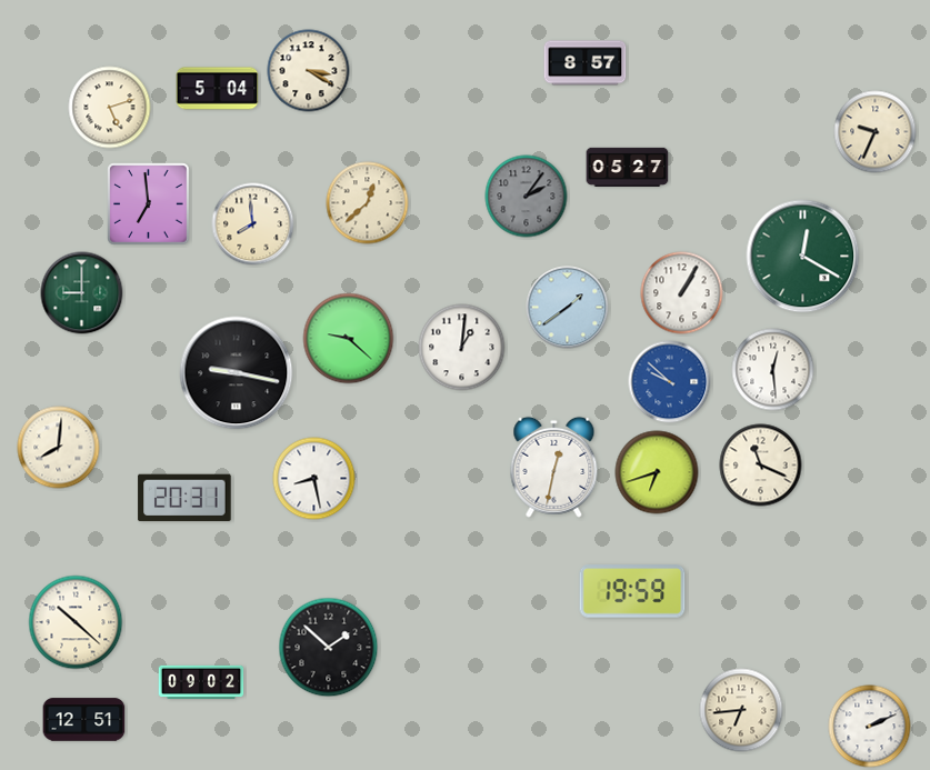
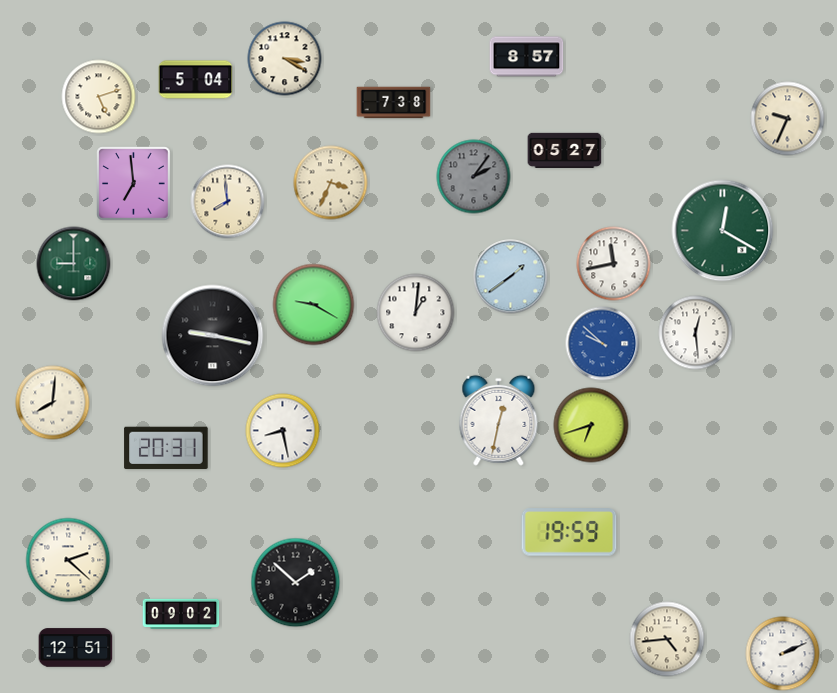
clock at (309, 71) position: (309, 71) -> (285, 59)
clock at (394, 103): none -> 7:38
clock at (368, 203): 12:38 -> 3:34
clock at (682, 293): 1:05 -> 11:43
clock at (349, 339): 9:22 -> 9:20
clock at (761, 466): 11:19 -> none
clock at (76, 622): 10:22 -> 2:22
clock at (741, 710): 6:44 -> 4:44
